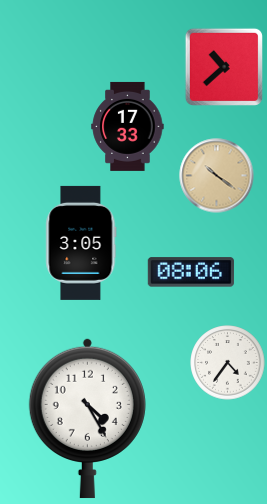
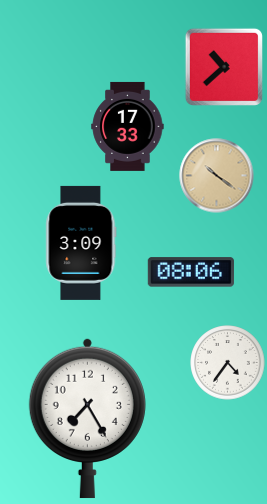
clock at (81, 243): 3:05 -> 3:09
clock at (87, 418): 4:25 -> 7:25
